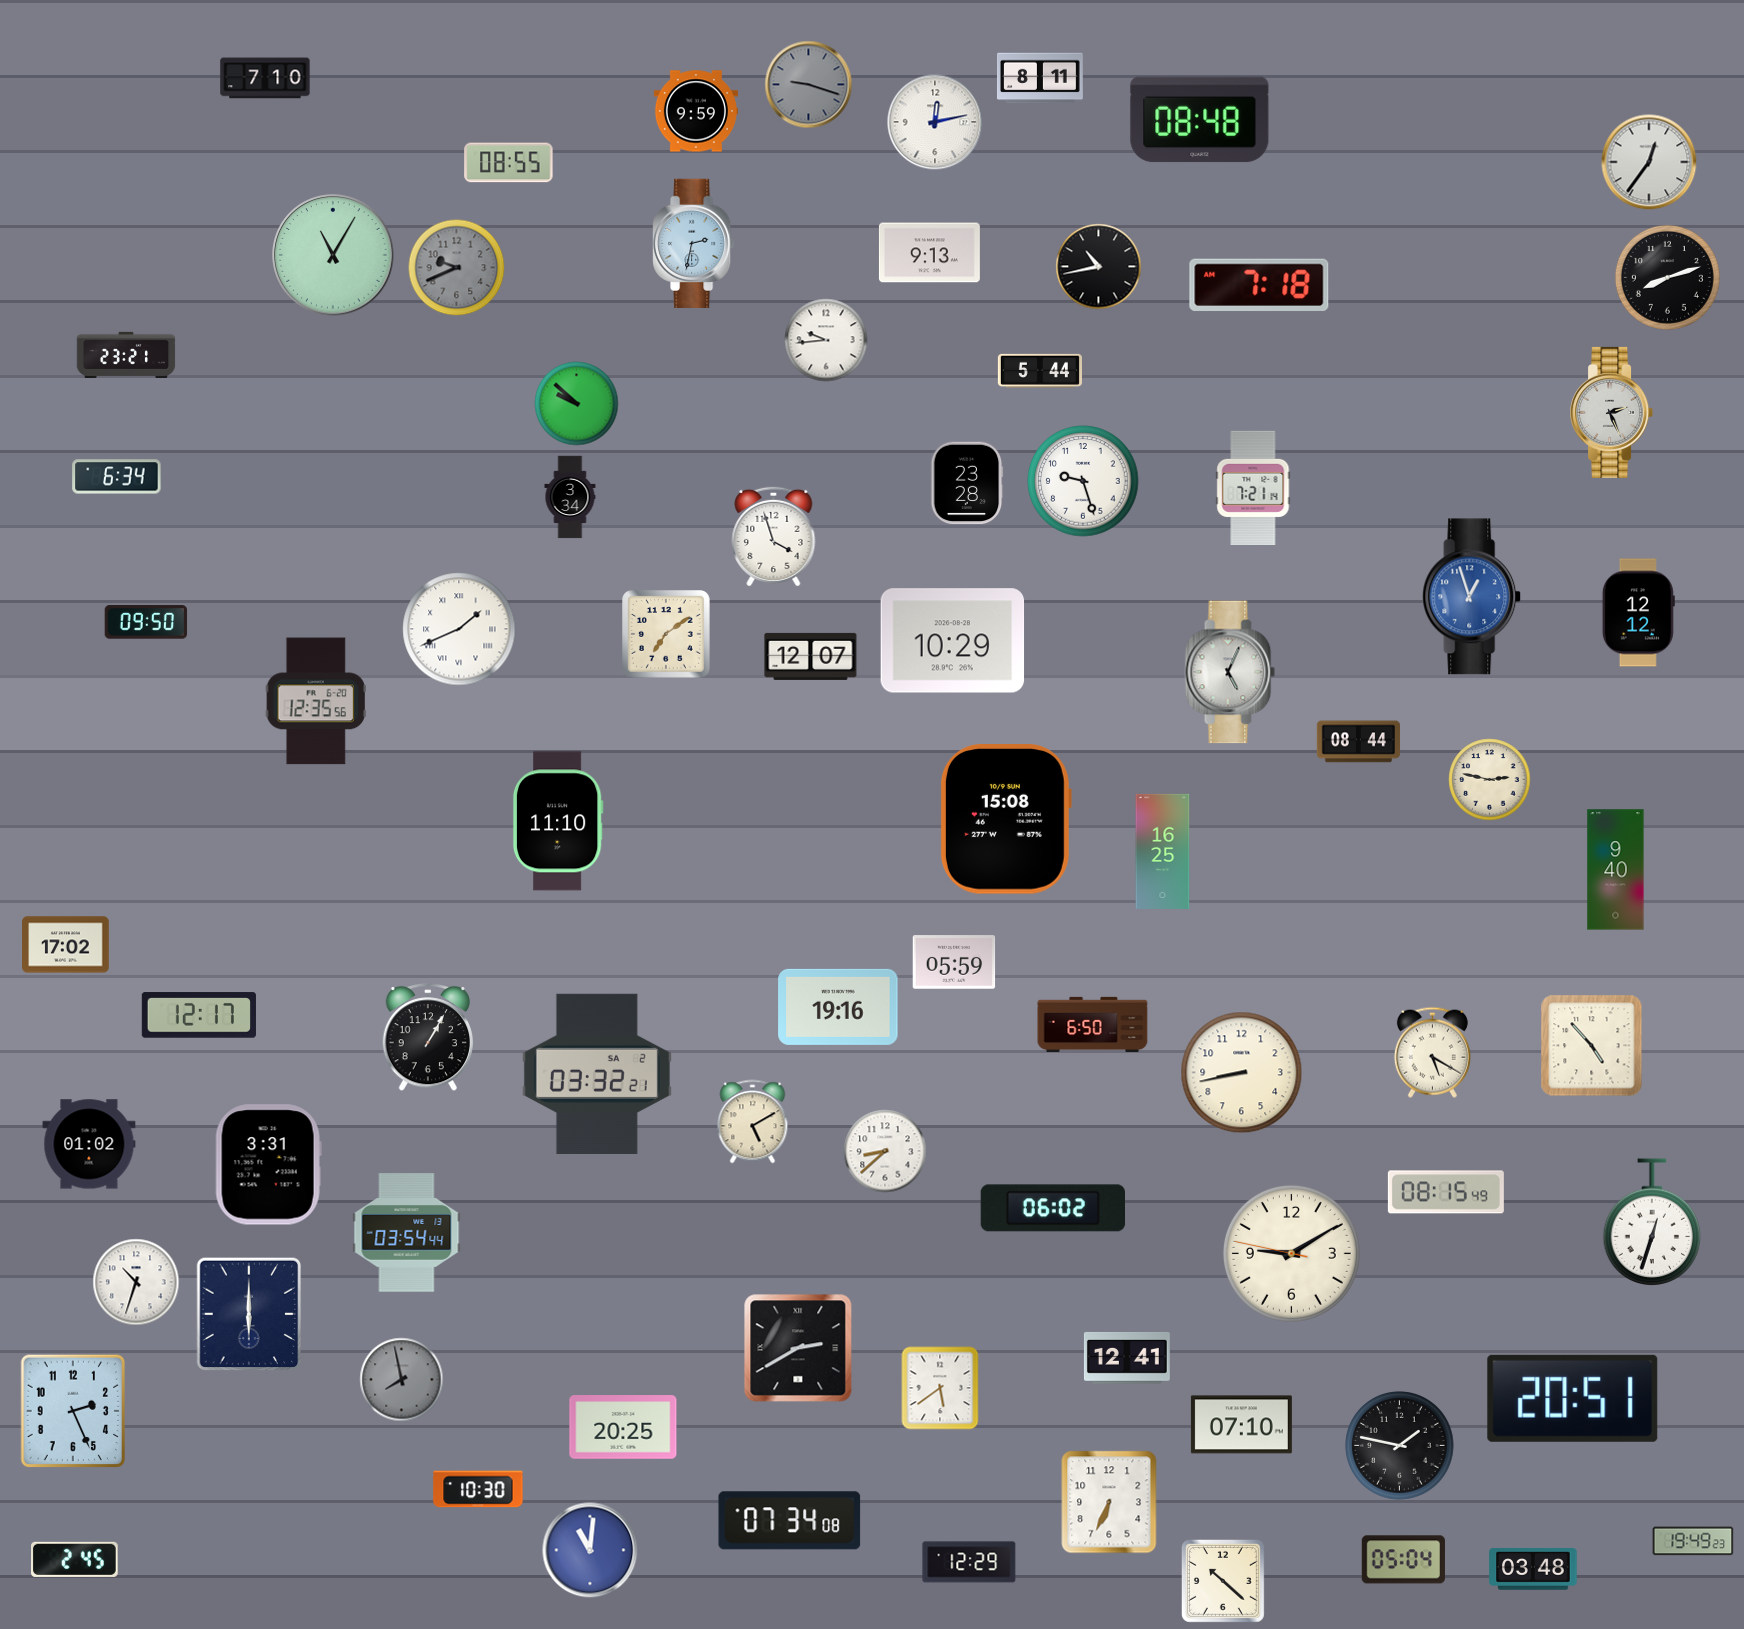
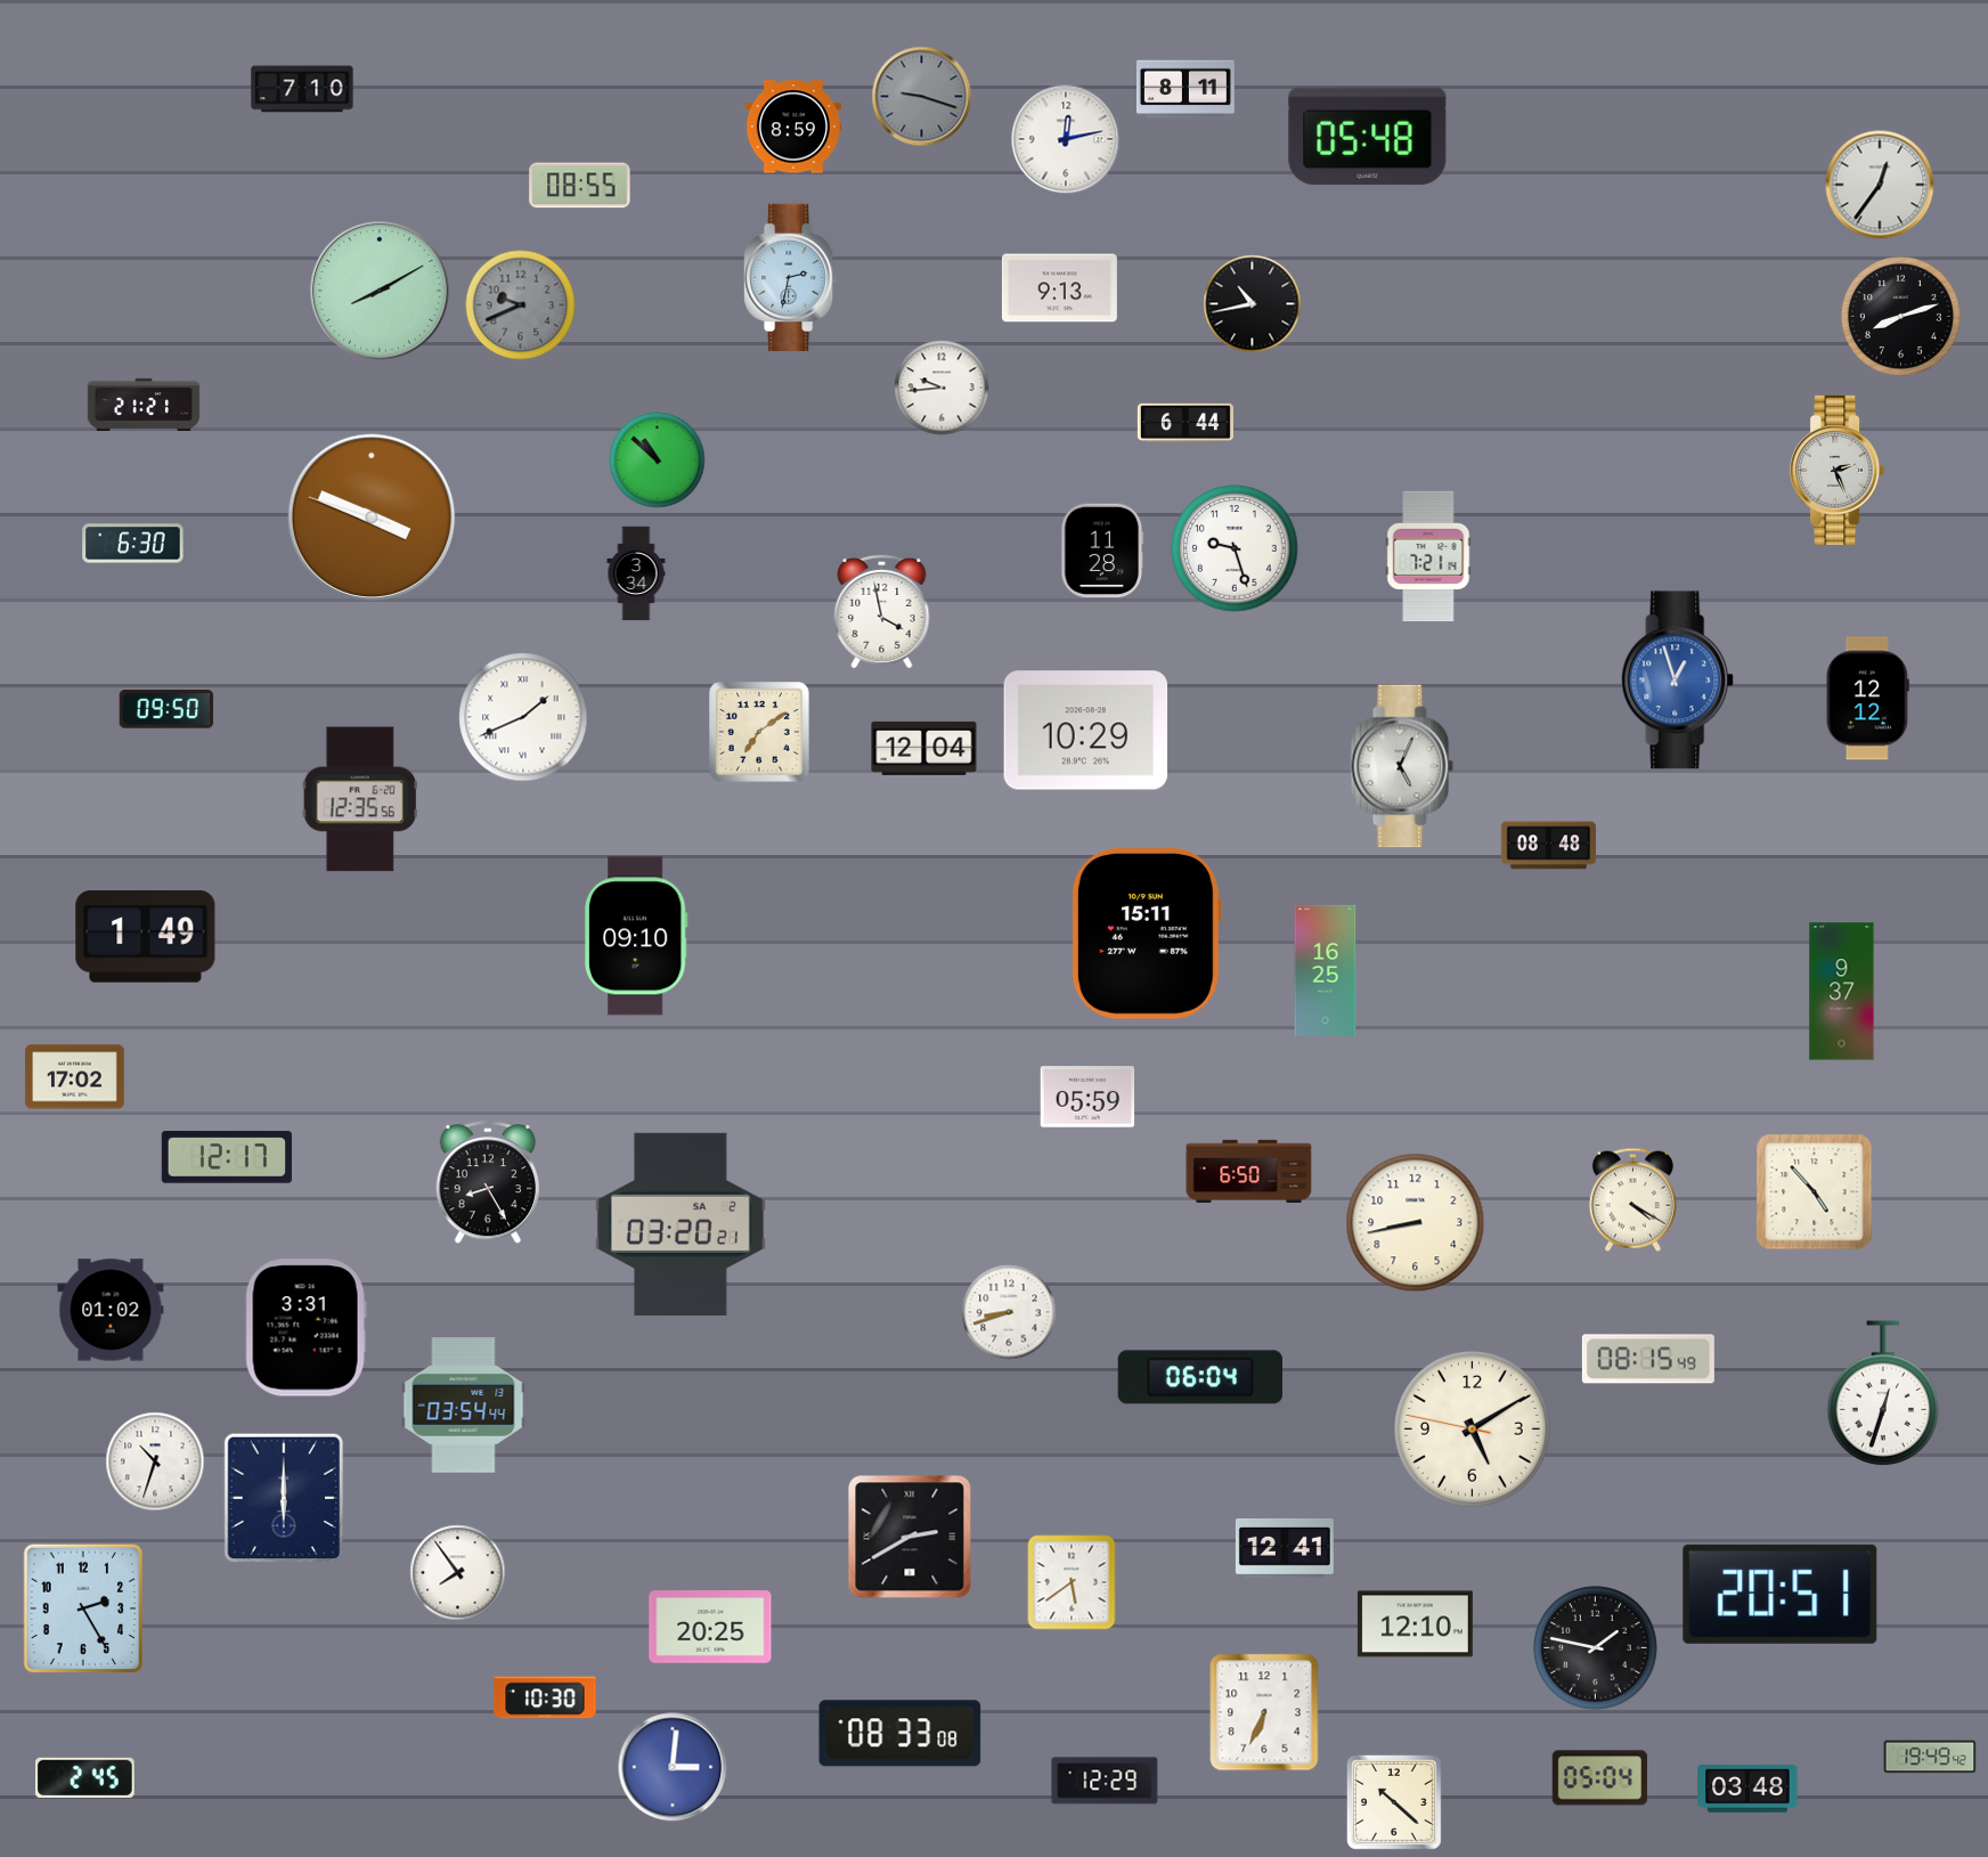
clock at (696, 111): 9:59 -> 8:59
clock at (1200, 120): 08:48 -> 05:48
clock at (333, 255): 11:05 -> 8:10
clock at (1259, 285): 7:18 -> none
clock at (126, 354): 23:21 -> 21:21
clock at (1040, 371): 5:44 -> 6:44
clock at (577, 404): 9:52 -> 10:52
clock at (372, 518): none -> 3:48
clock at (117, 477): 6:34 -> 6:30
clock at (967, 483): 23:28 -> 11:28
clock at (570, 497) position: (570, 497) -> (636, 573)
clock at (774, 536): 3:57 -> 3:58
clock at (666, 634) position: (666, 634) -> (759, 732)
clock at (811, 656): 12:07 -> 12:04
clock at (1359, 742): 08:44 -> 08:48
clock at (1490, 780): 2:47 -> none
clock at (1005, 820): 15:08 -> 15:11
clock at (558, 821): 11:10 -> 09:10
clock at (146, 937): none -> 1:49
clock at (1616, 870): 9:40 -> 9:37
clock at (838, 1007): 19:16 -> none
clock at (1093, 1025) position: (1093, 1025) -> (1249, 1172)
clock at (427, 1038): 1:05 -> 8:25
clock at (1432, 1052): 5:20 -> 4:20
clock at (597, 1074): 03:32 -> 03:20
clock at (753, 1122): 5:10 -> none
clock at (89, 1144) position: (89, 1144) -> (111, 1310)
clock at (885, 1151): 8:38 -> 8:42
clock at (1052, 1208): 06:02 -> 06:04
clock at (1291, 1253): 9:09 -> 5:09
clock at (402, 1380): 7:58 -> 7:54
clock at (402, 1380) dial: grey -> white
clock at (1573, 1398) position: (1573, 1398) -> (1781, 1594)
clock at (73, 1411): 2:26 -> 2:25
clock at (1241, 1425): 07:10 -> 12:10
clock at (790, 1521): 07:34 -> 08:33
clock at (1693, 1541): 19:49:23 -> 19:49:42
clock at (590, 1550): 11:01 -> 3:01
